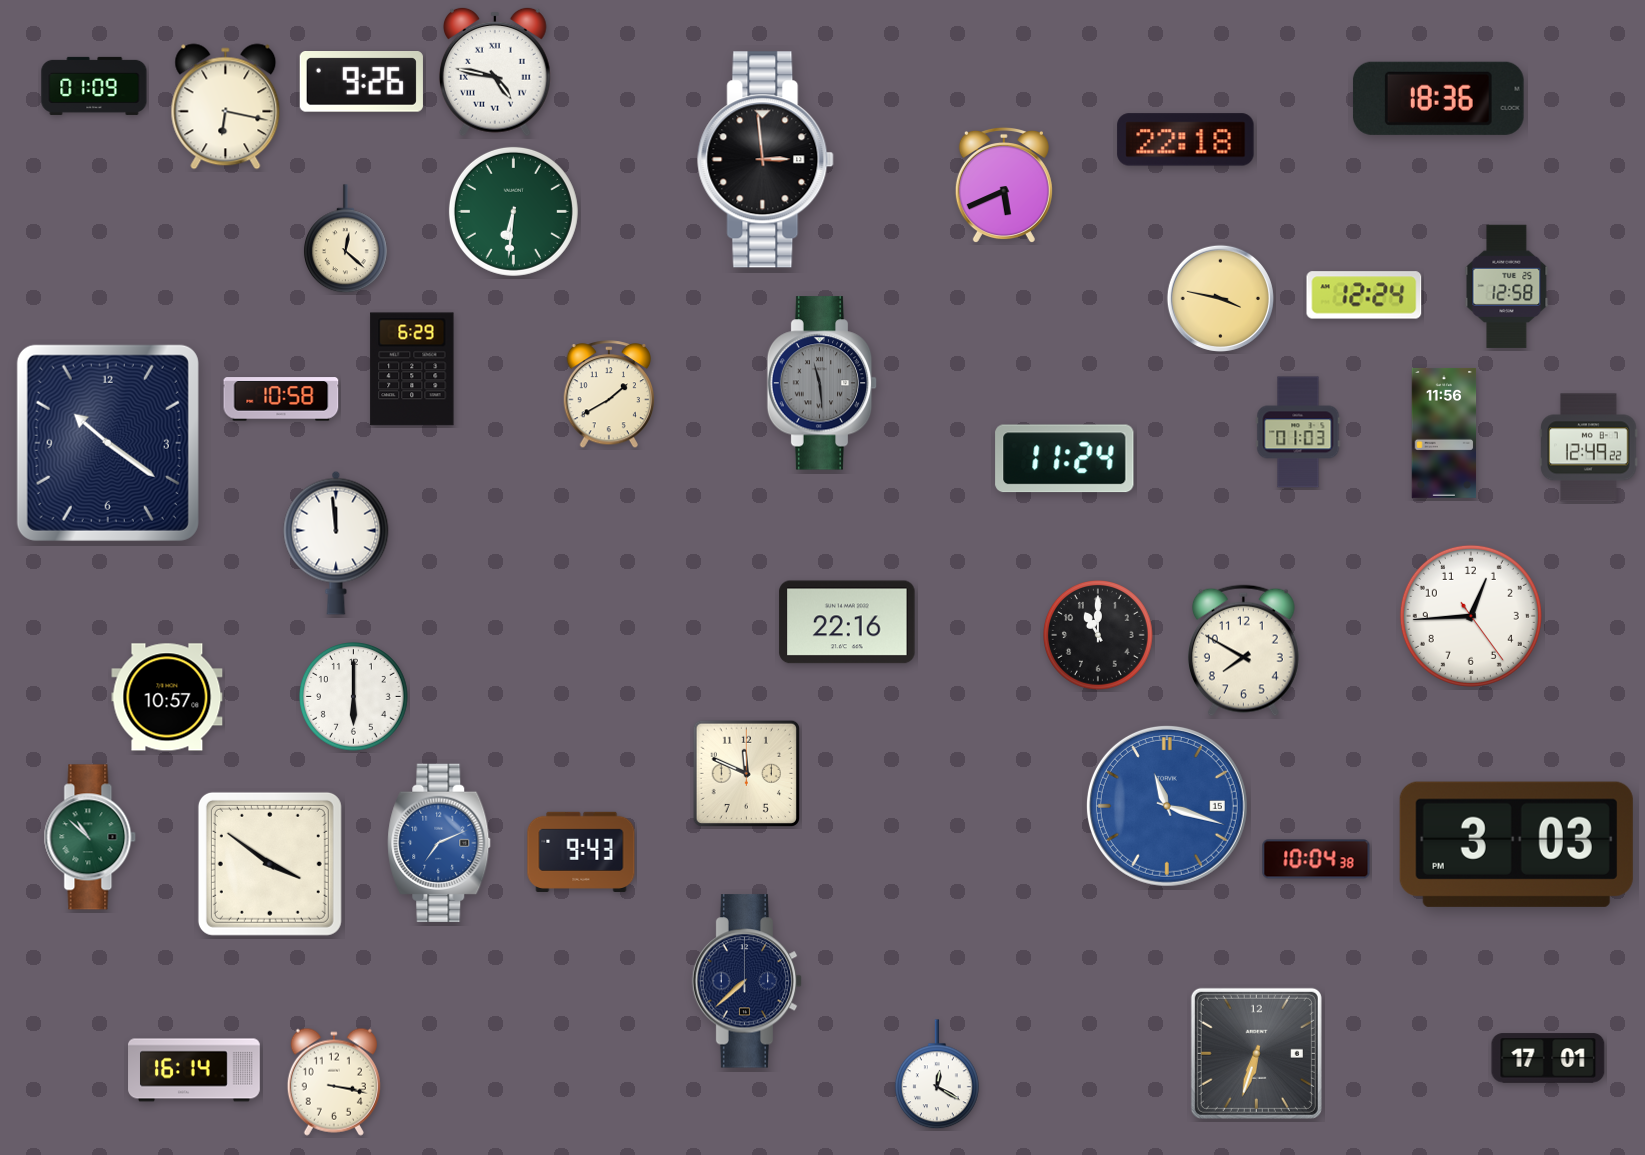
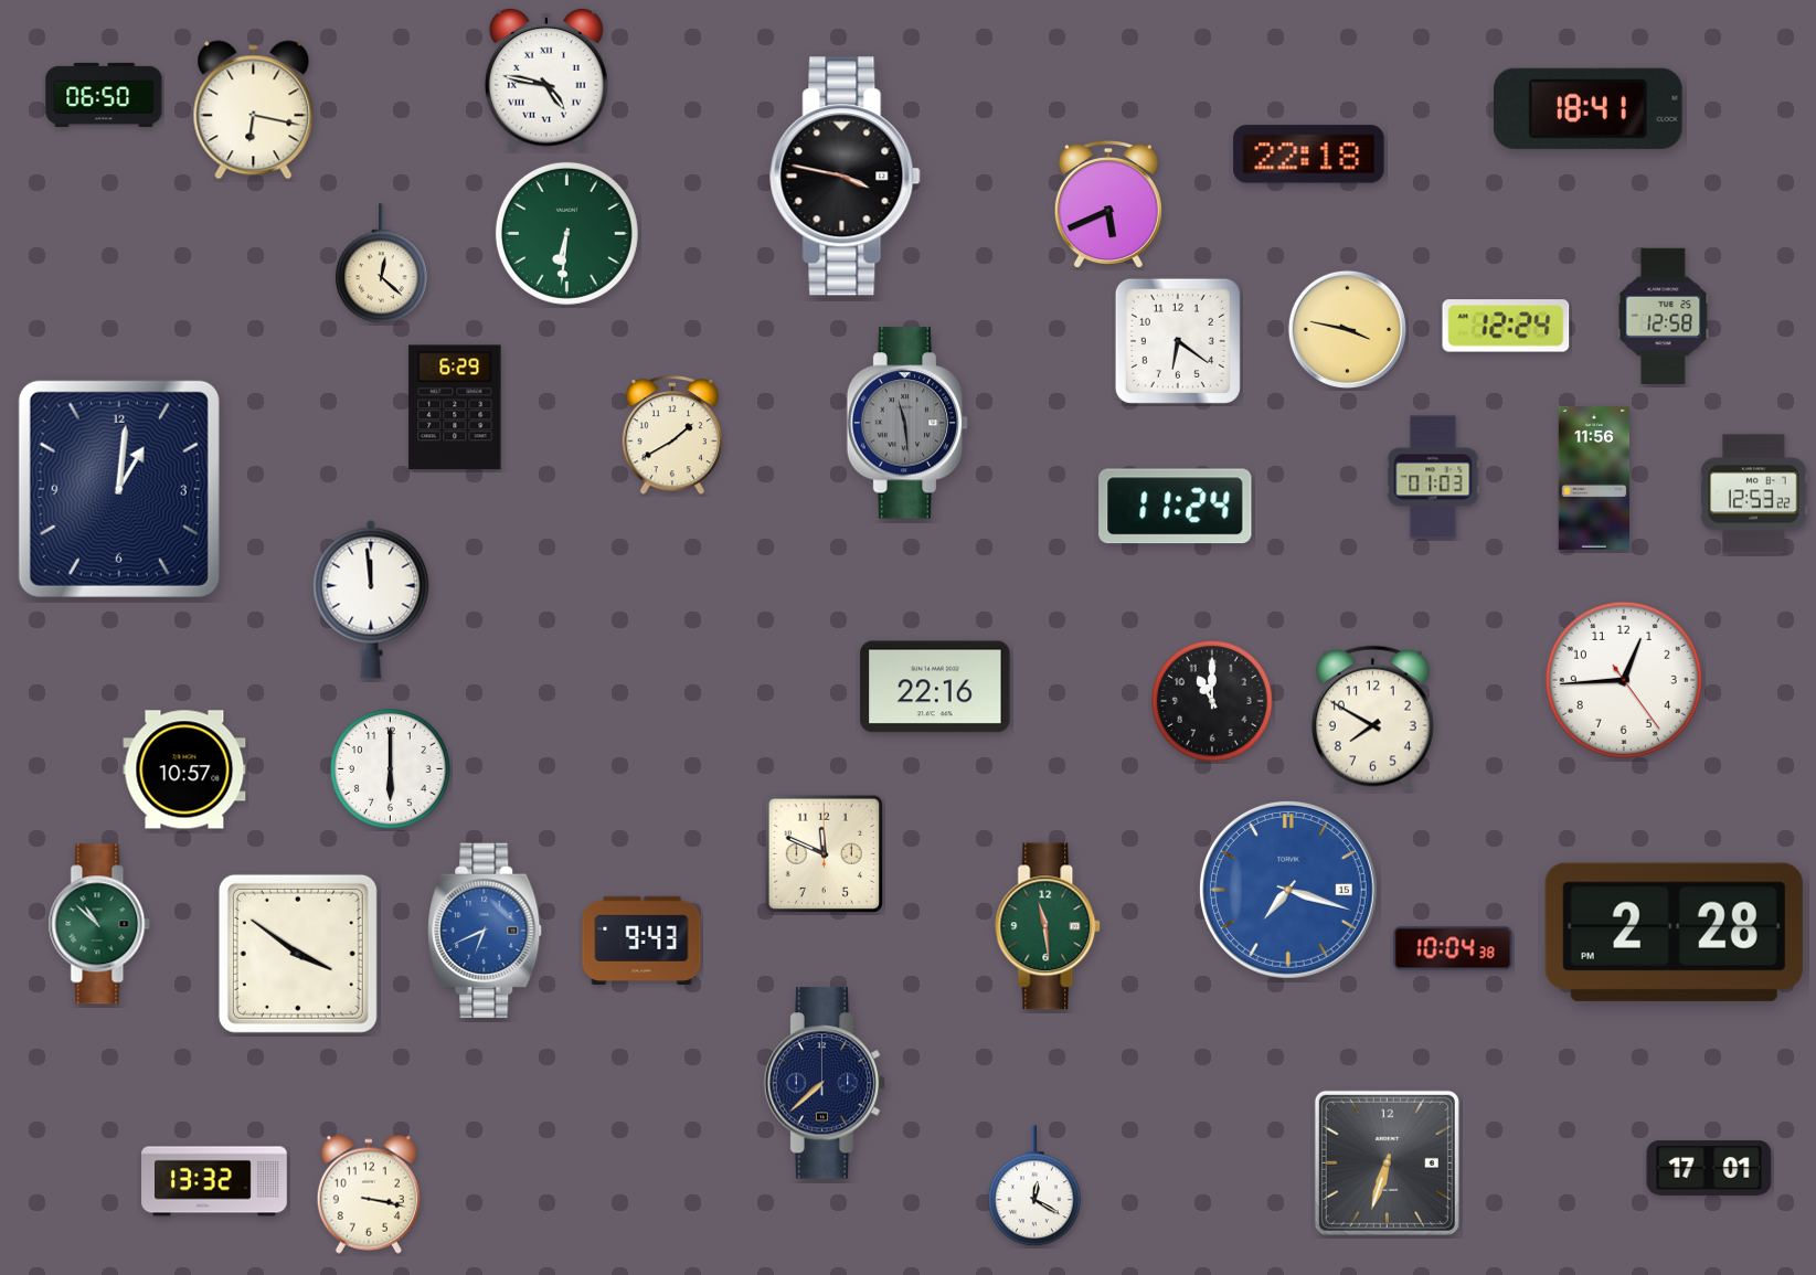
clock at (361, 82): 9:26 -> none
clock at (94, 86): 01:09 -> 06:50
clock at (1438, 98): 18:36 -> 18:41
clock at (226, 107) position: (226, 107) -> (254, 110)
clock at (766, 160): 2:59 -> 3:47
clock at (1178, 341): none -> 6:21
clock at (281, 399): 10:58 -> none
clock at (108, 443): 10:21 -> 1:01
clock at (1589, 448): 12:49 -> 12:53
clock at (1167, 806): 11:18 -> 7:18
clock at (1049, 926): none -> 11:29
clock at (439, 842): 7:11 -> 6:41
clock at (1516, 844): 3:03 -> 2:28
clock at (194, 1070): 16:14 -> 13:32
